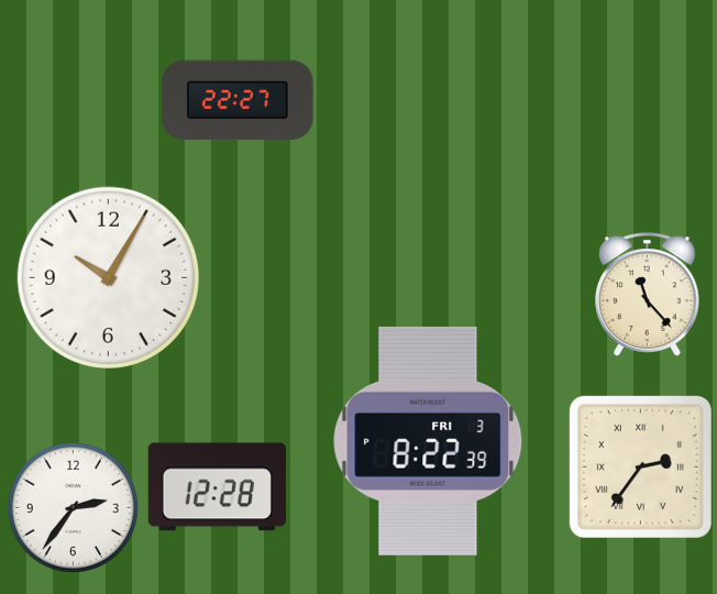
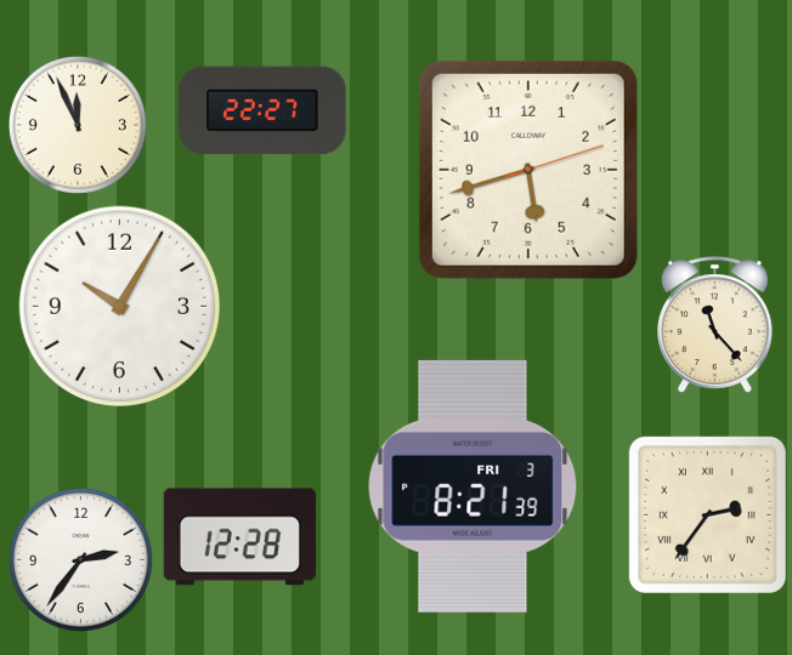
clock at (78, 125): none -> 11:56
clock at (528, 170): none -> 5:42
clock at (428, 441): 8:22 -> 8:21
